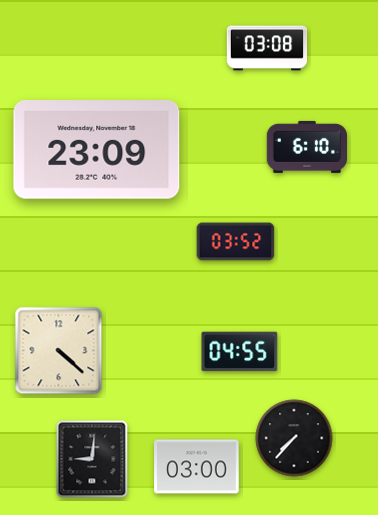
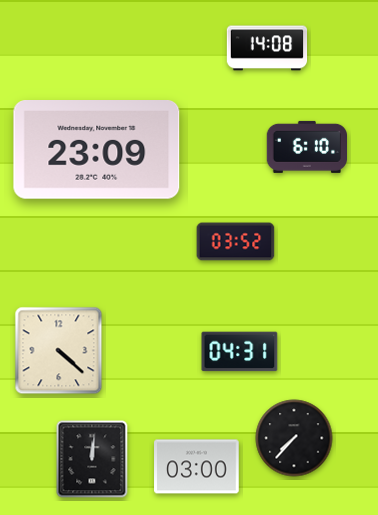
clock at (267, 48): 03:08 -> 14:08
clock at (240, 352): 04:55 -> 04:31
clock at (92, 459): 9:01 -> 12:01
